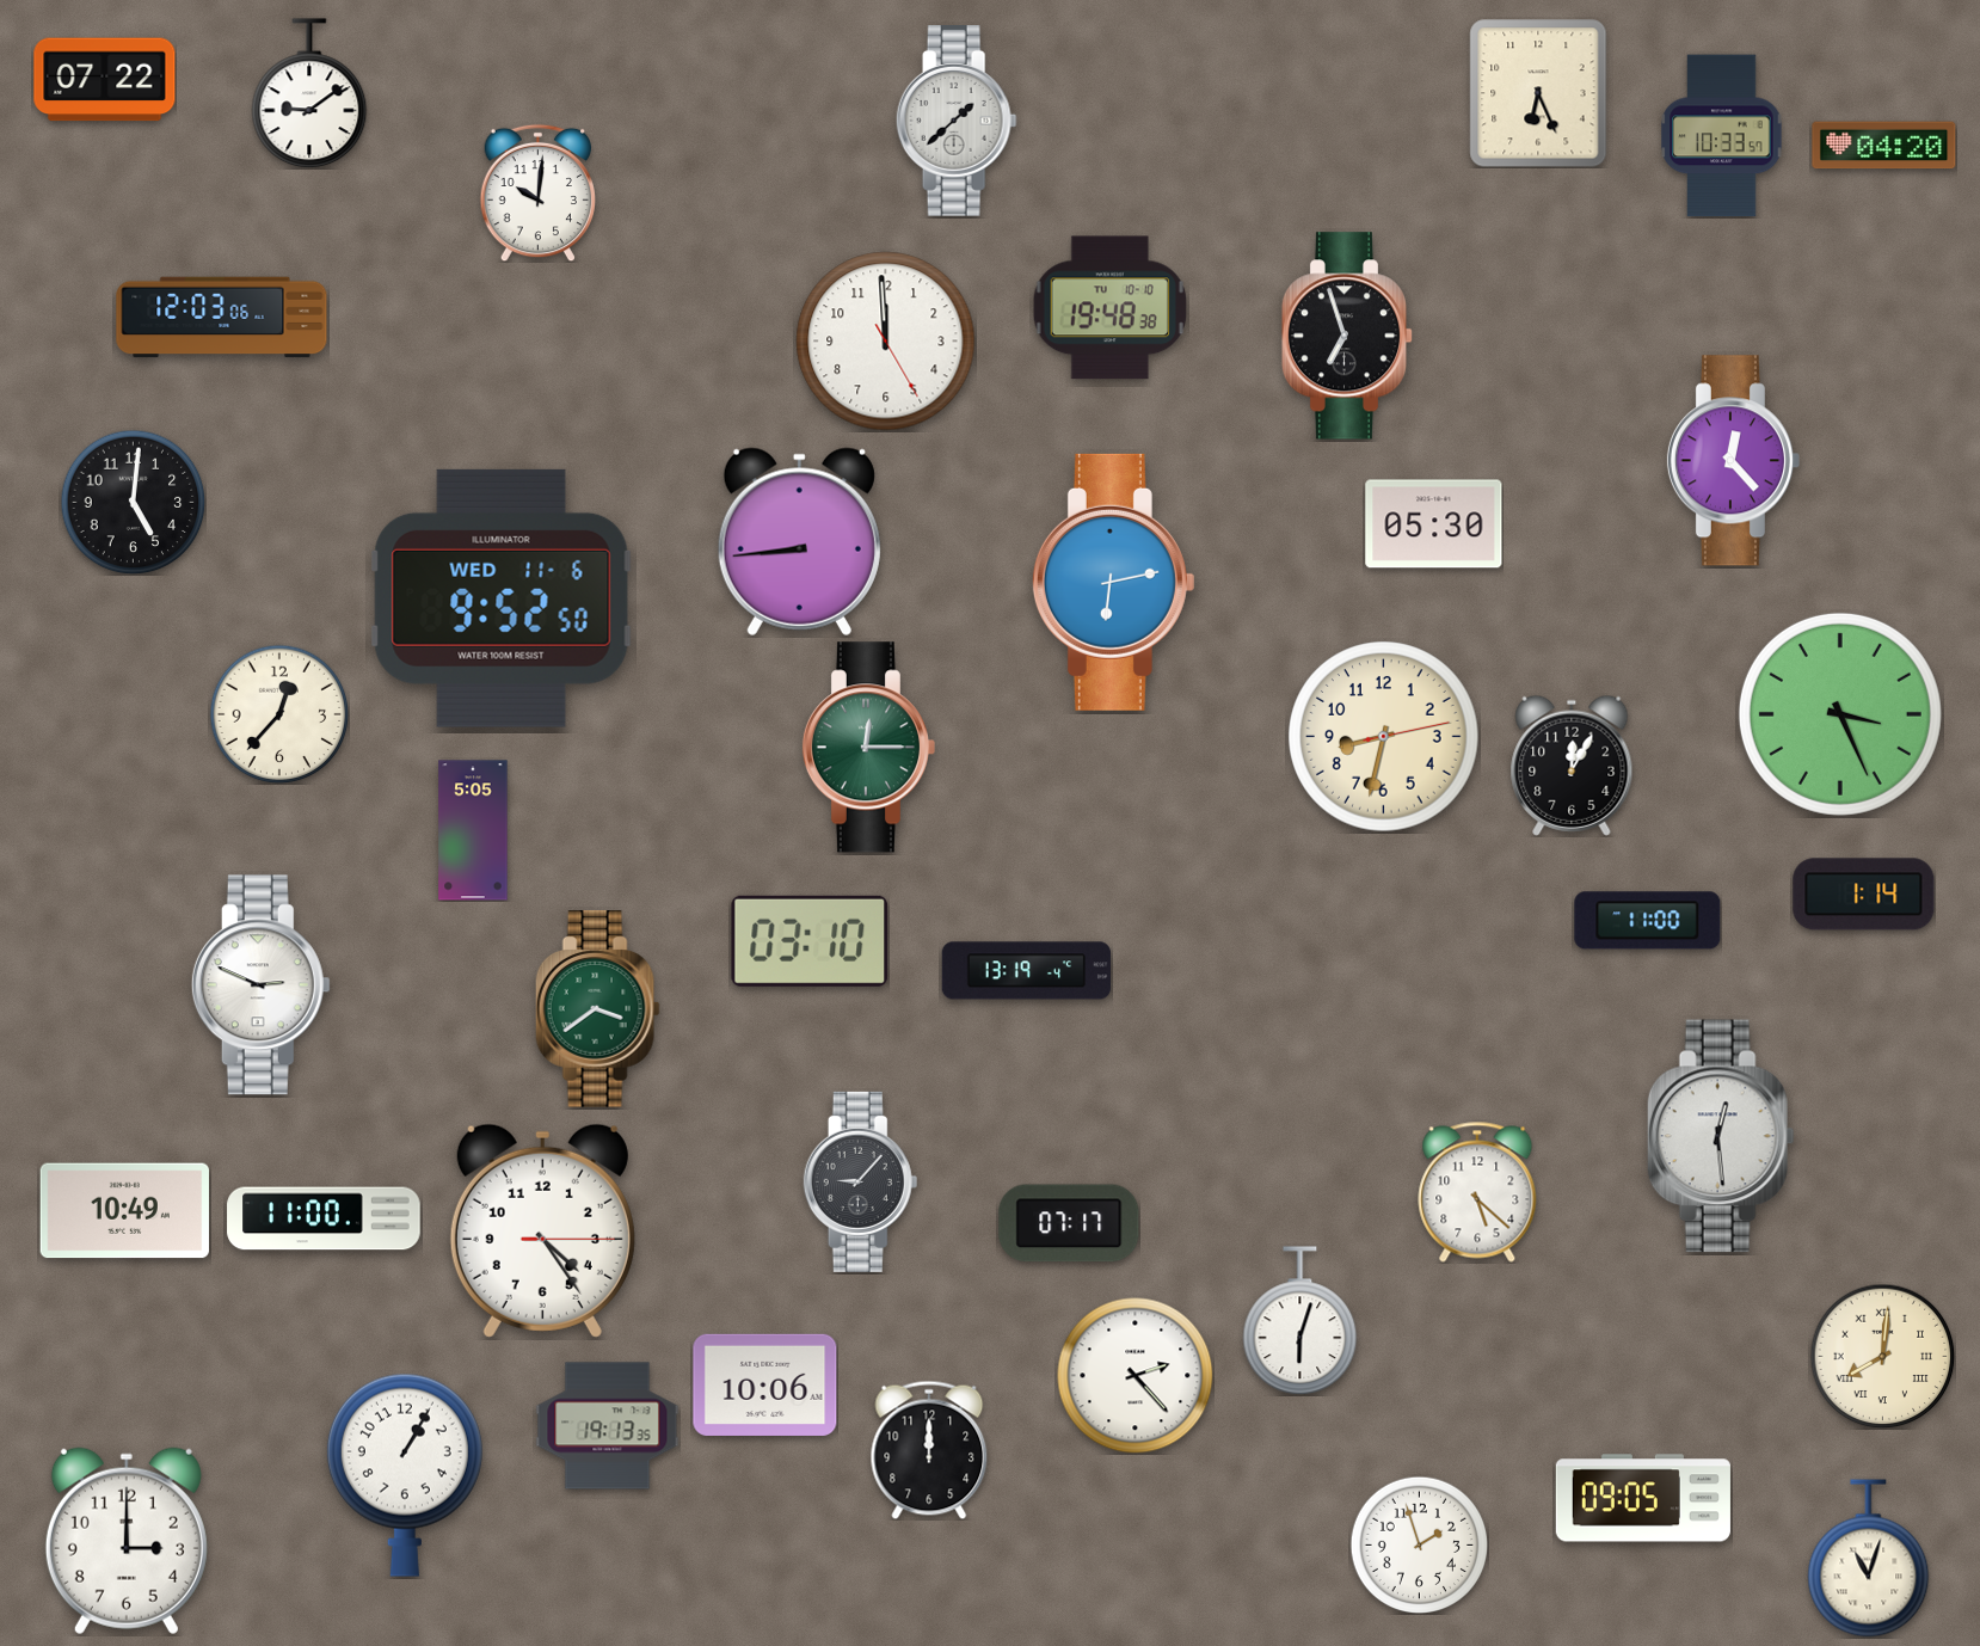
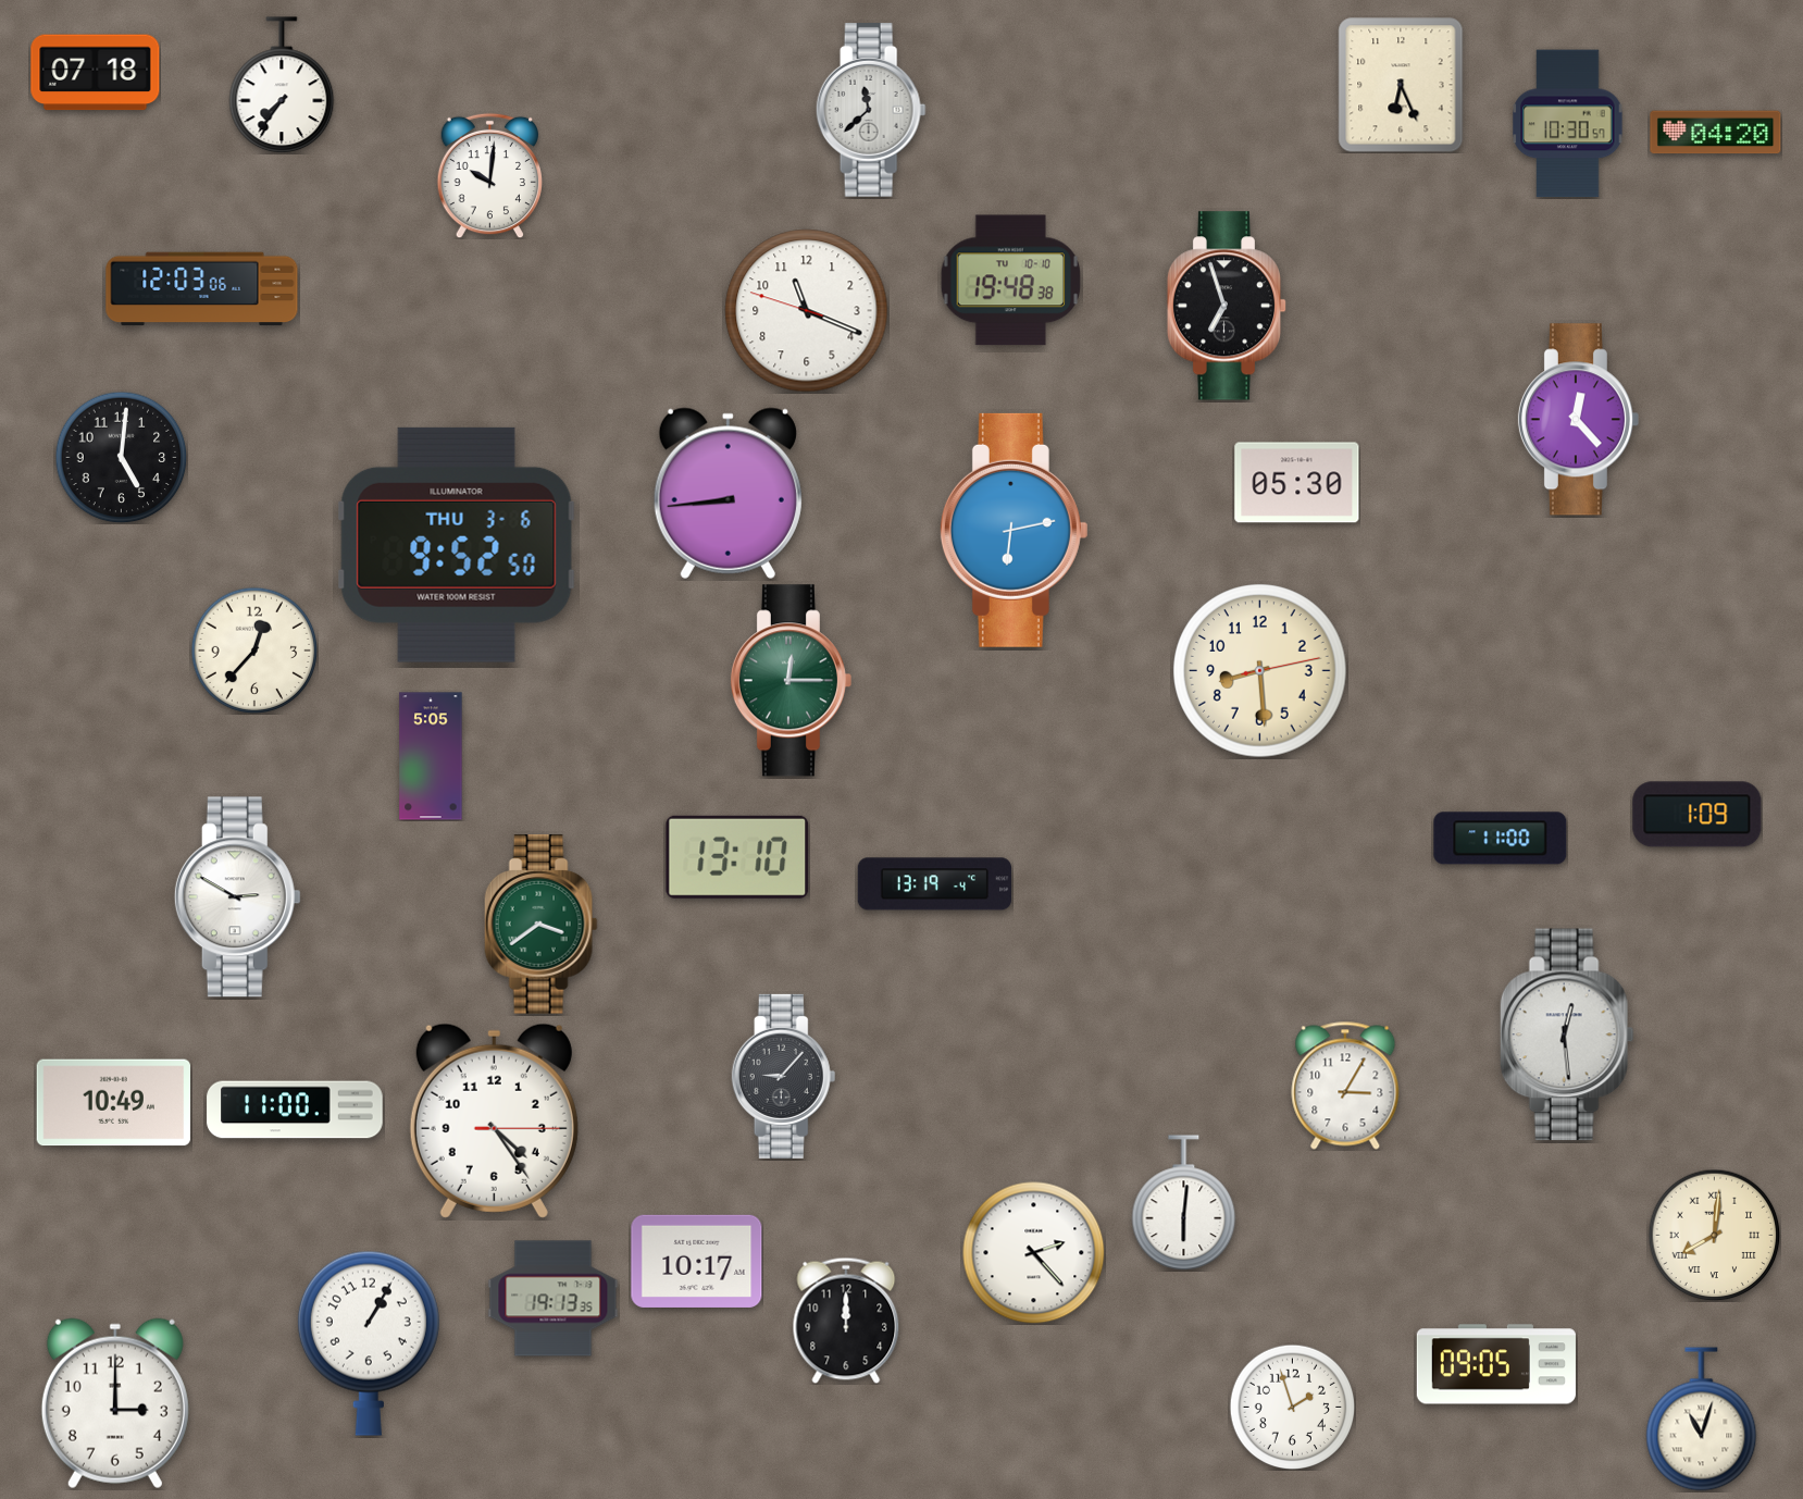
clock at (105, 80): 07:22 -> 07:18
clock at (309, 93): 9:09 -> 7:36
clock at (957, 122): 1:38 -> 11:38
clock at (1722, 136): 10:33 -> 10:30
clock at (886, 342): 11:59 -> 11:18
clock at (1434, 524) position: (1434, 524) -> (1297, 483)
clock at (502, 598) date: WED 11-6 -> THU 3-6
clock at (1840, 714): 3:26 -> none
clock at (1384, 737): 8:32 -> 8:29
clock at (1572, 766): 12:05 -> none
clock at (1864, 895): 1:14 -> 1:09
clock at (810, 941): 03:10 -> 13:10
clock at (260, 985): 2:49 -> 2:50
clock at (597, 1009) position: (597, 1009) -> (540, 925)
clock at (1477, 1192): 5:22 -> 3:05
clock at (1069, 1223): 07:17 -> none
clock at (1300, 1321): 6:03 -> 6:01
clock at (765, 1384): 10:06 -> 10:17
